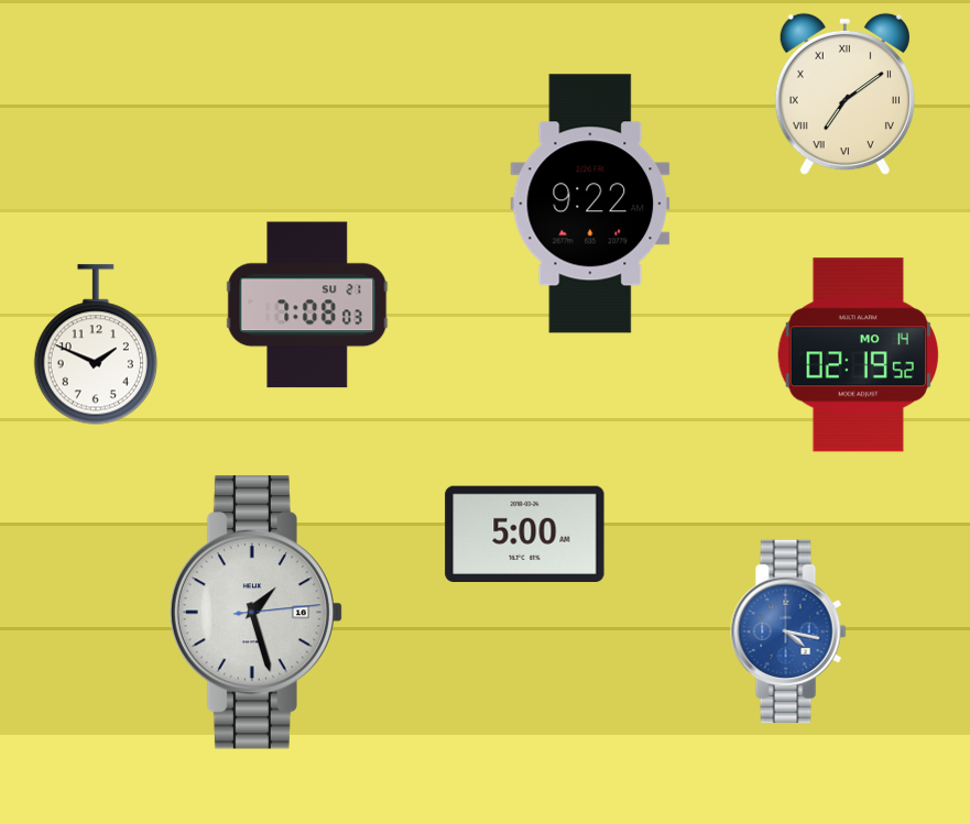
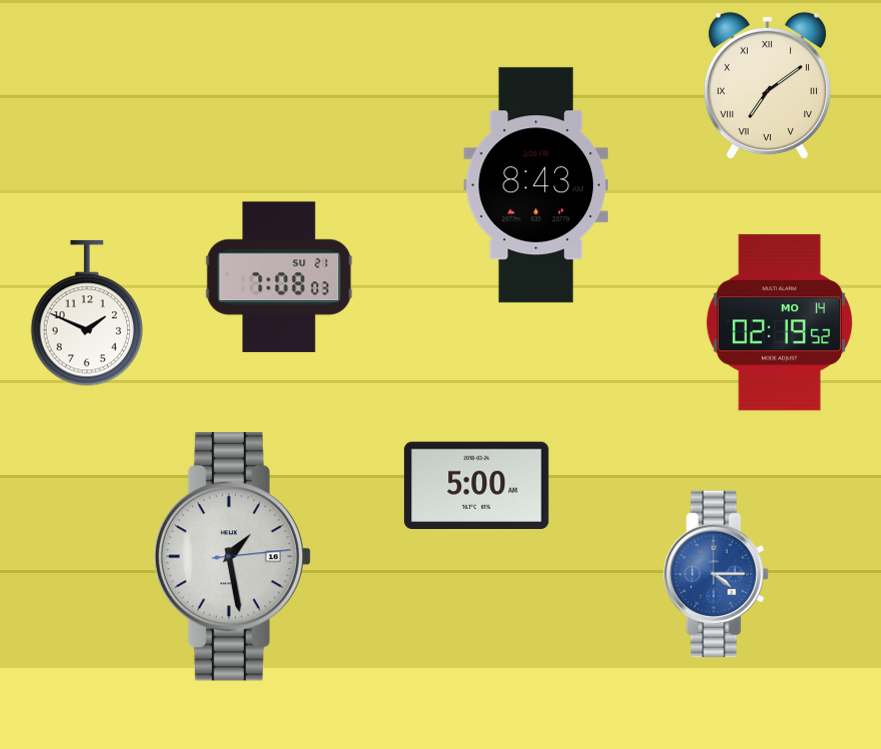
clock at (590, 204): 9:22 -> 8:43
clock at (255, 613): 1:27 -> 1:28
clock at (788, 631): 4:17 -> 4:15
